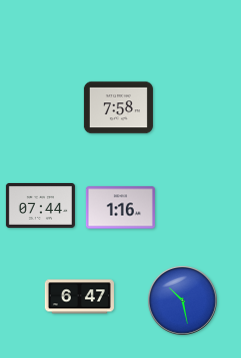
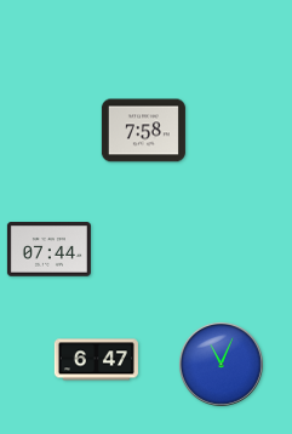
clock at (120, 208): 1:16 -> none
clock at (182, 300): 10:28 -> 11:04
